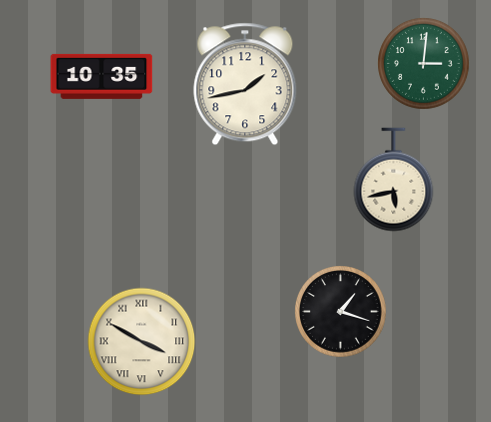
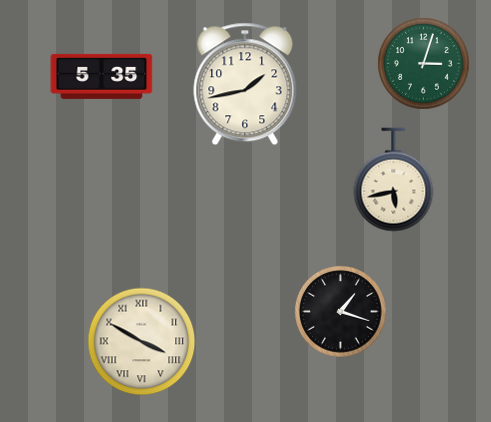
clock at (424, 64): 3:01 -> 3:03
clock at (102, 76): 10:35 -> 5:35
